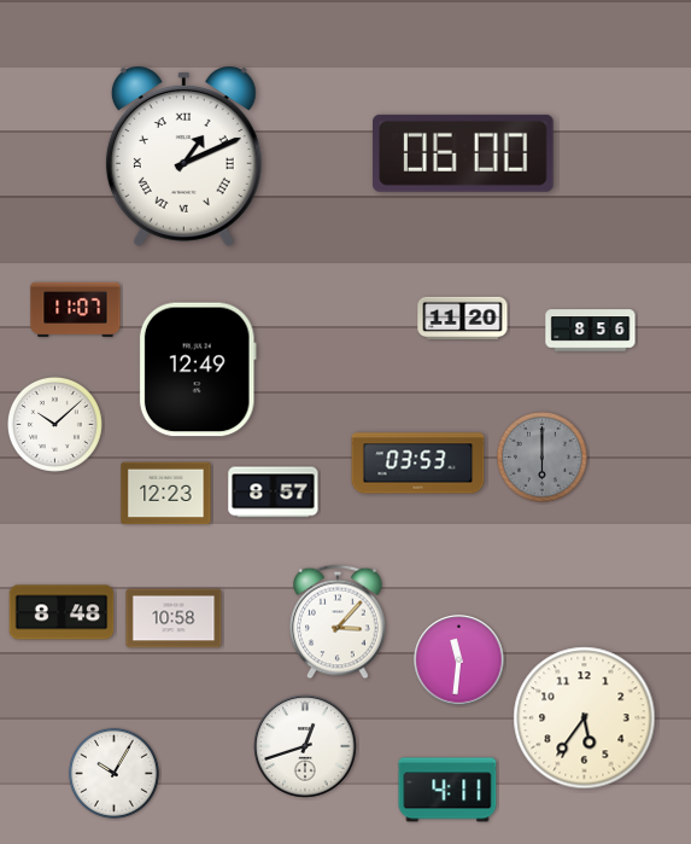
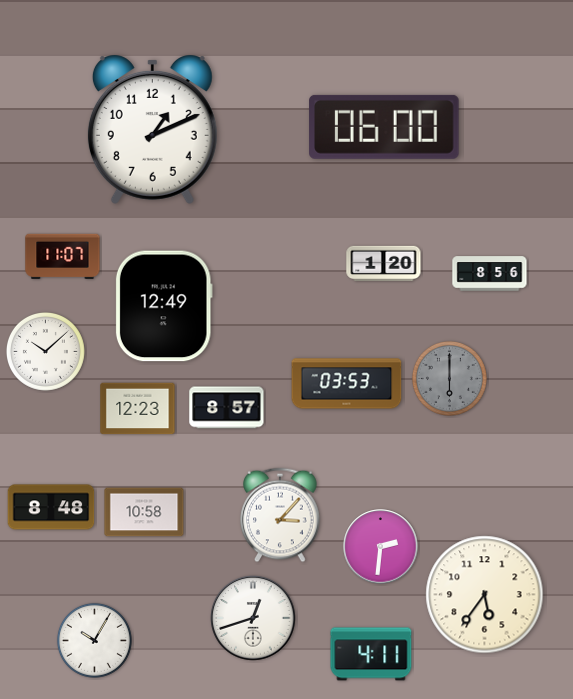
clock at (183, 156) numerals: Roman -> Arabic
clock at (463, 318): 11:20 -> 1:20
clock at (459, 660): 11:31 -> 2:31
